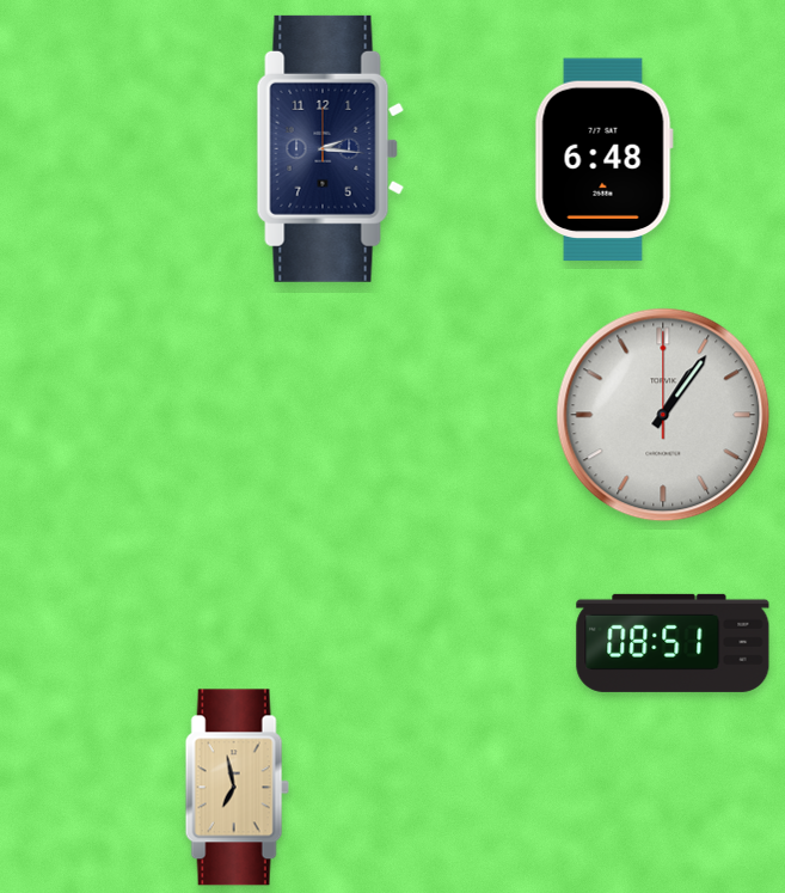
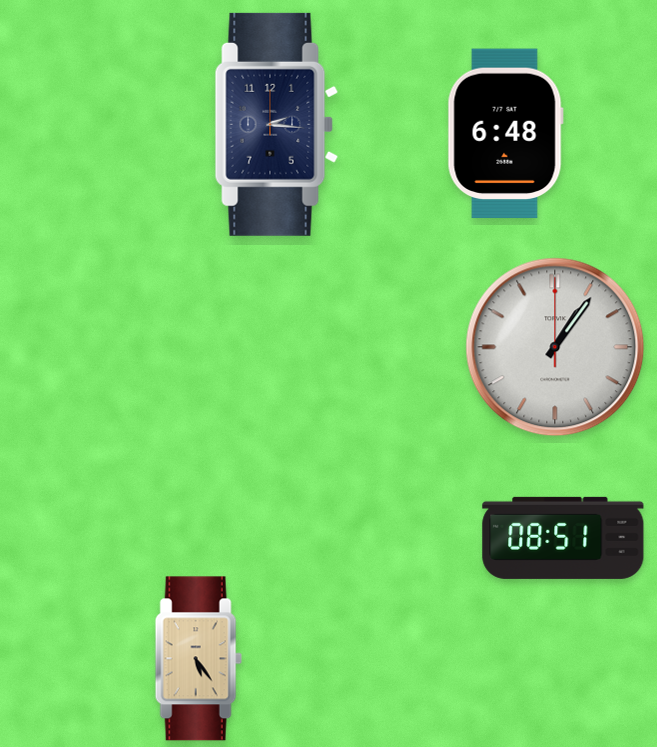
clock at (237, 788): 6:58 -> 5:24
